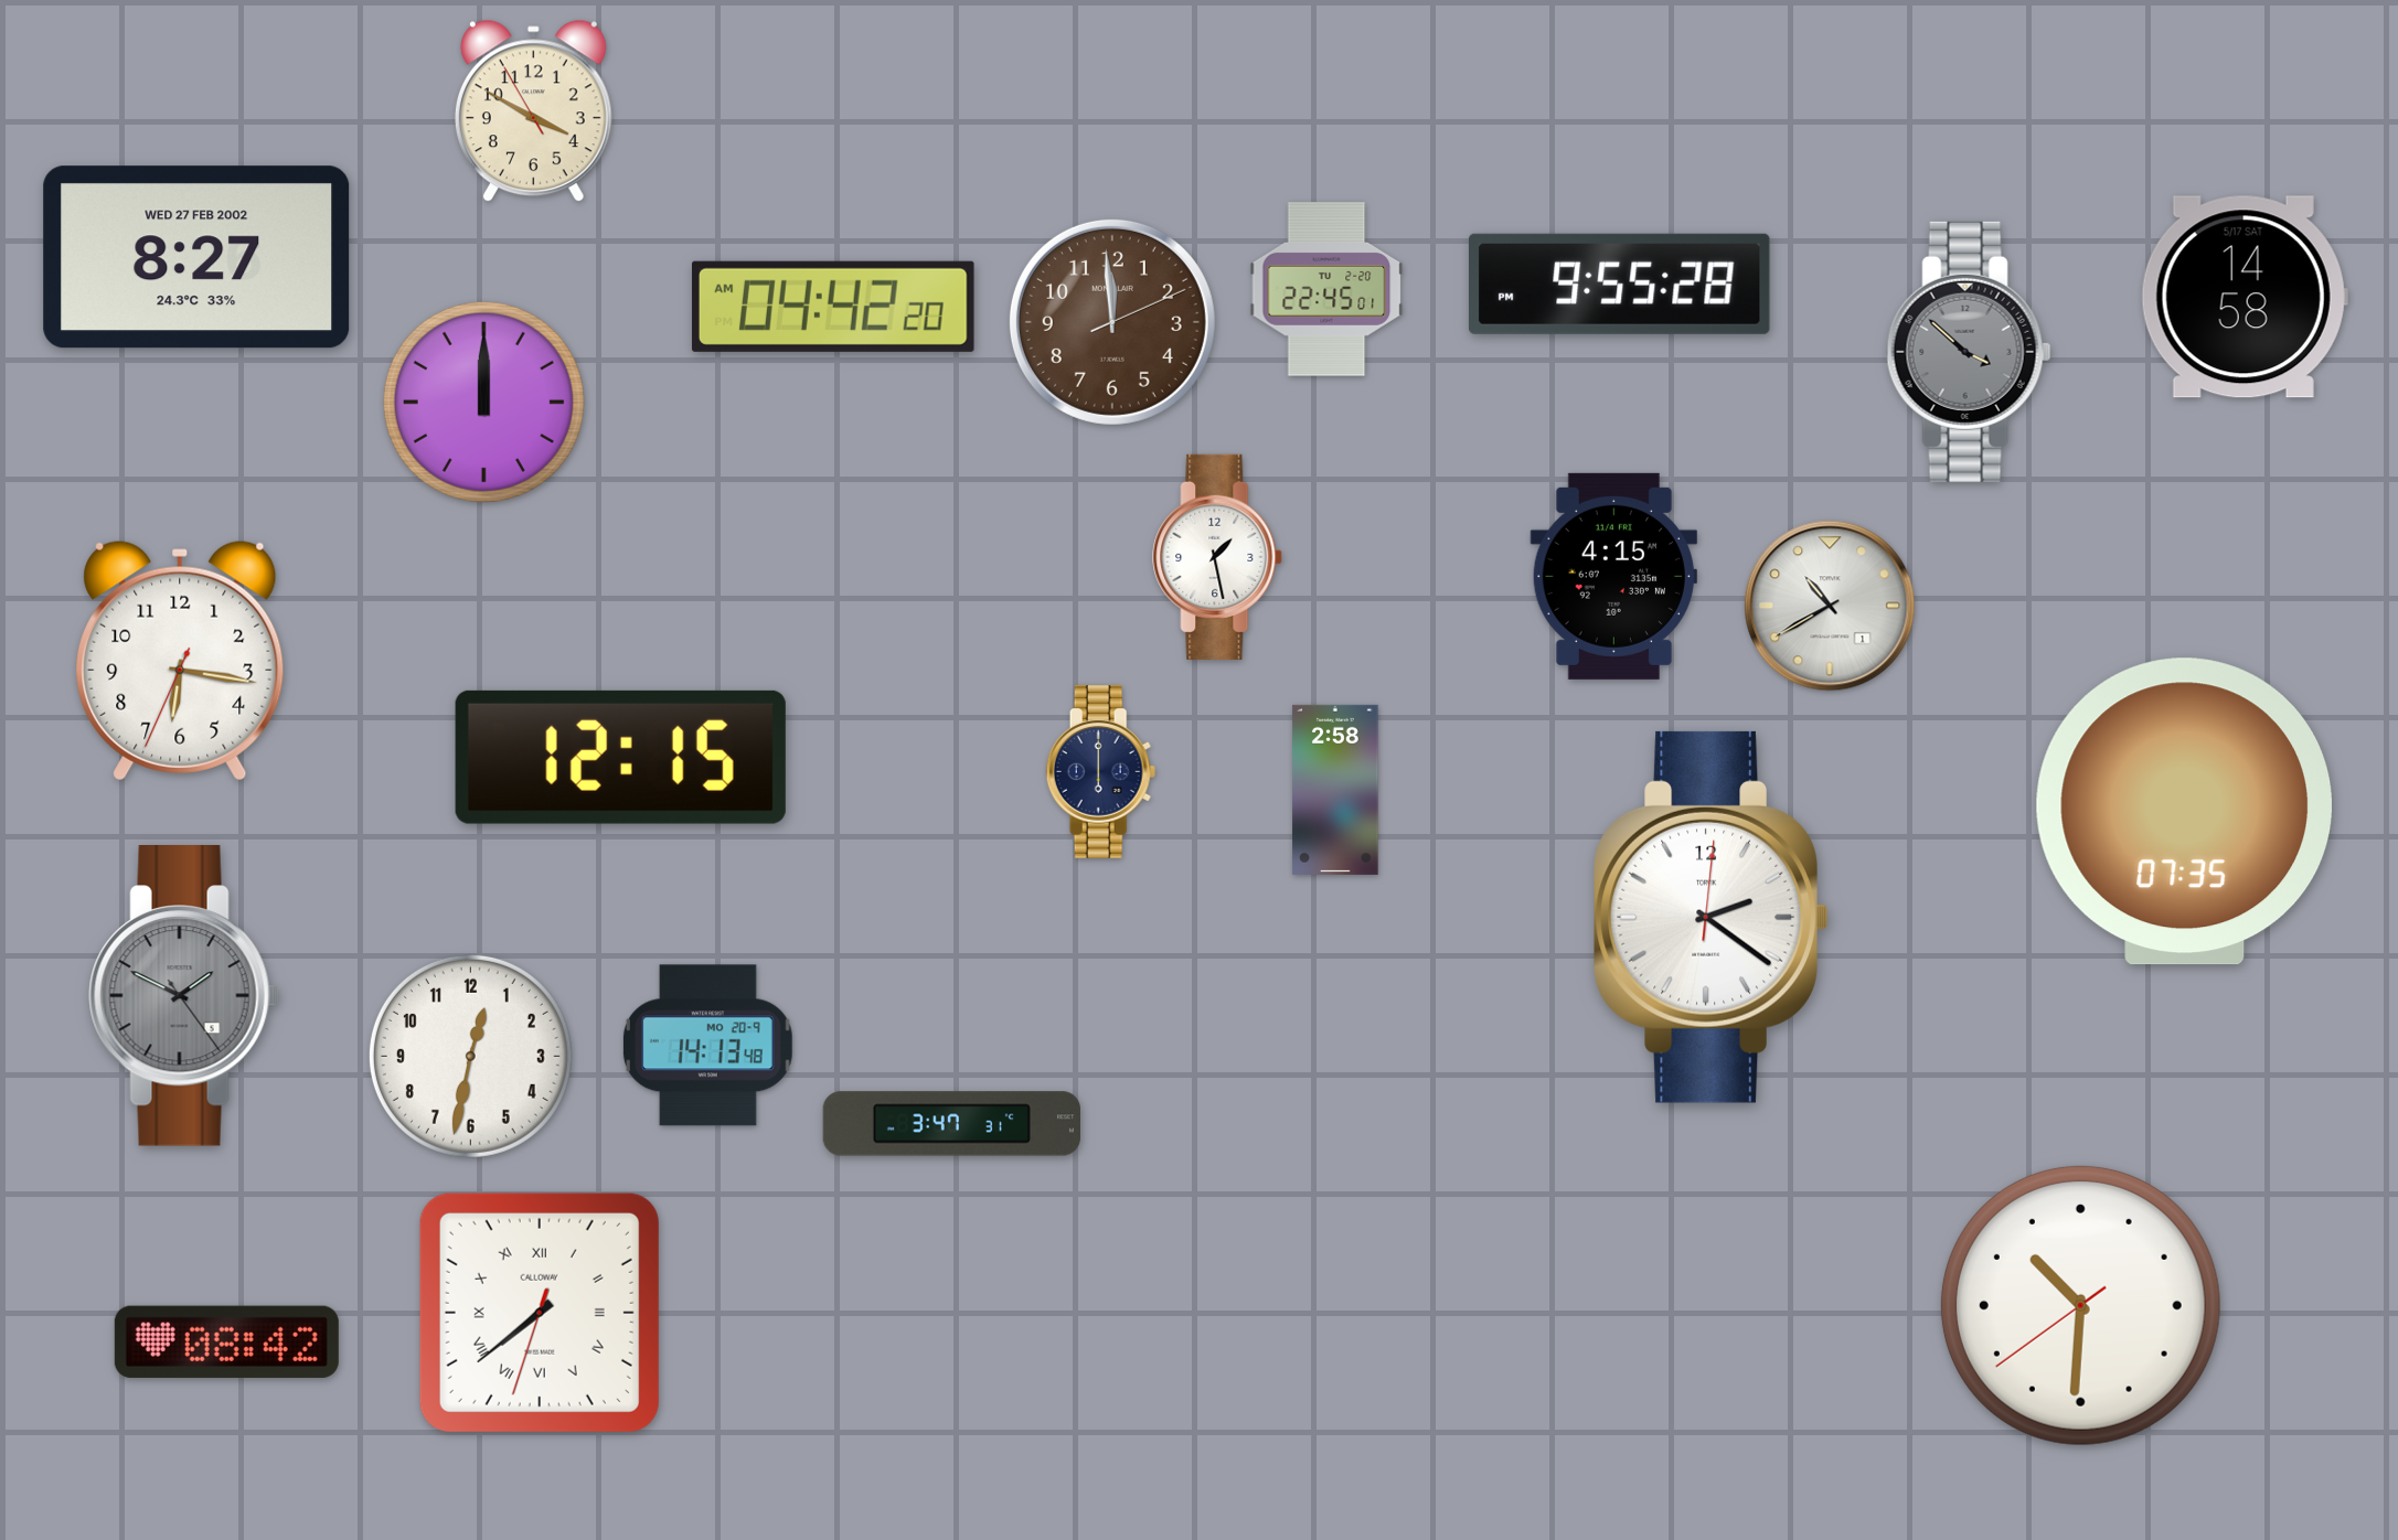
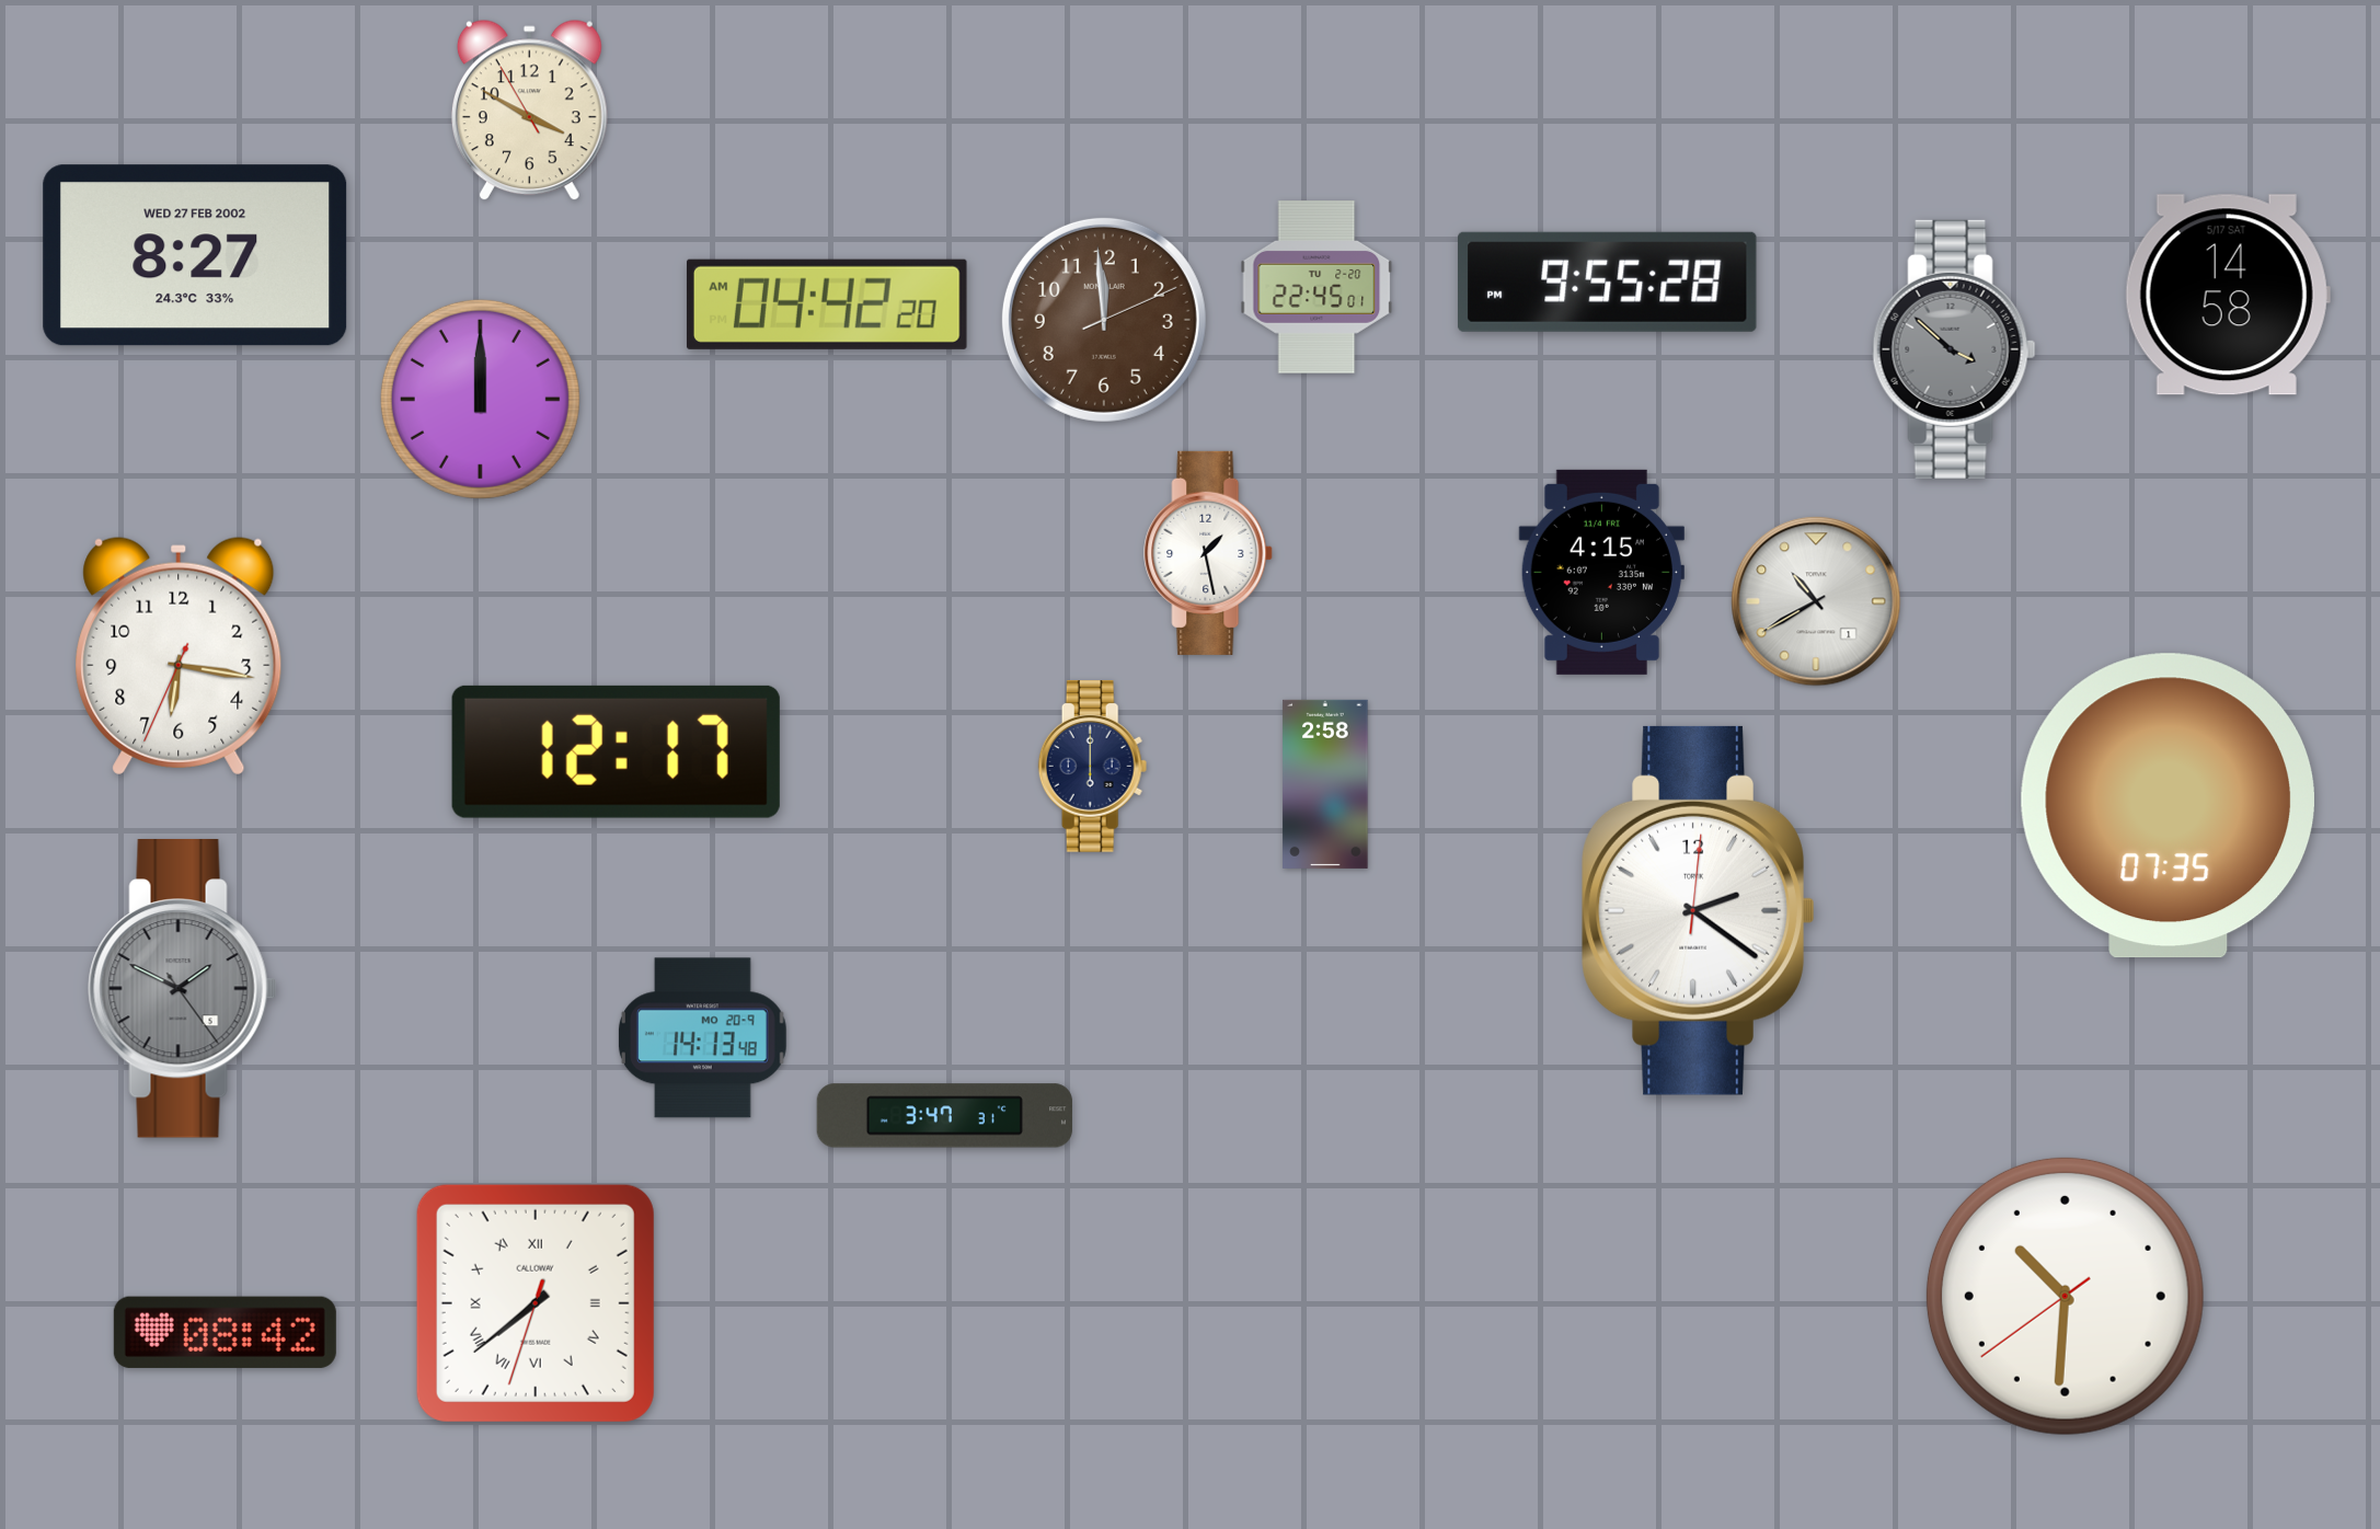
clock at (620, 757): 12:15 -> 12:17
clock at (470, 1056): 12:32 -> none
